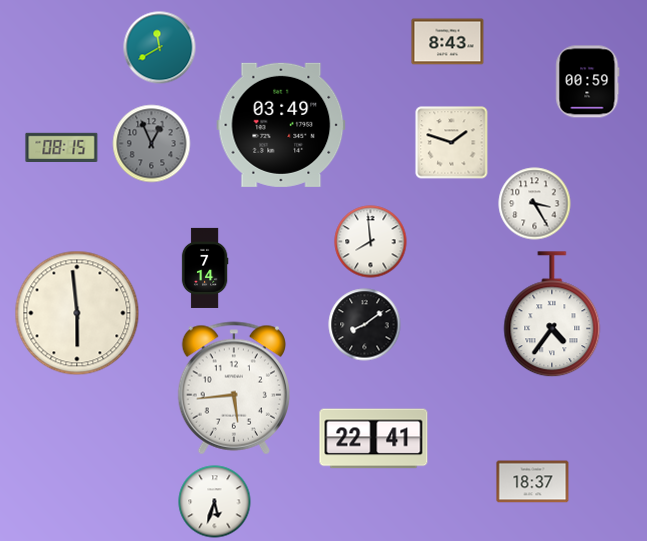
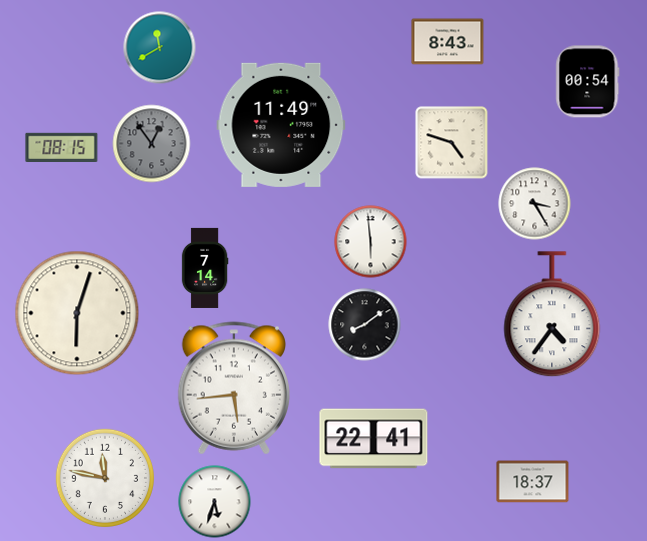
clock at (588, 82): 00:59 -> 00:54
clock at (281, 125): 03:49 -> 11:49
clock at (452, 143): 1:48 -> 4:48
clock at (152, 144): 12:56 -> 12:54
clock at (371, 242): 7:59 -> 5:59
clock at (77, 313): 5:59 -> 6:03
clock at (105, 478): none -> 11:47
